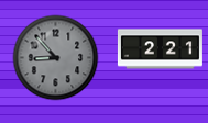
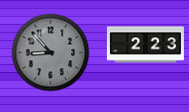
clock at (160, 49): 2:21 -> 2:23
